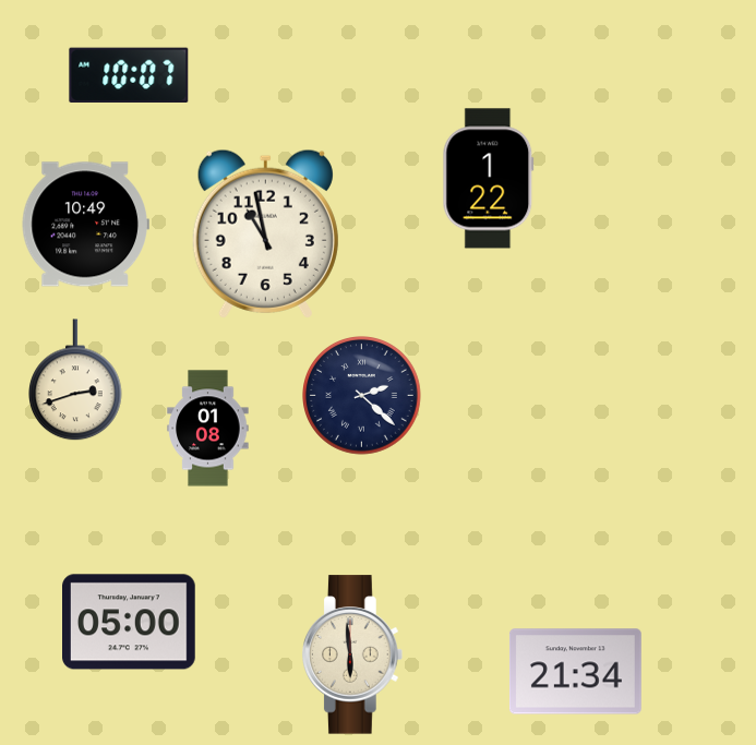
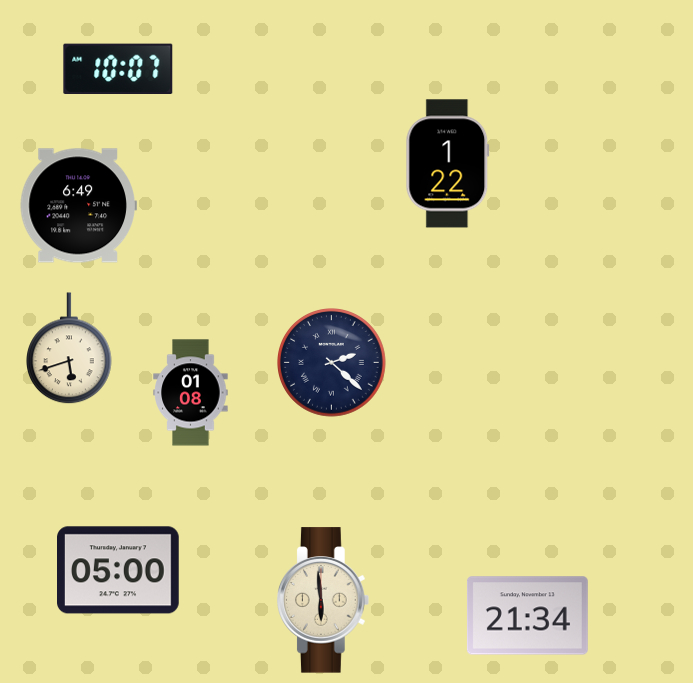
clock at (85, 225): 10:49 -> 6:49
clock at (265, 233): 10:58 -> none
clock at (76, 381): 2:42 -> 5:42
